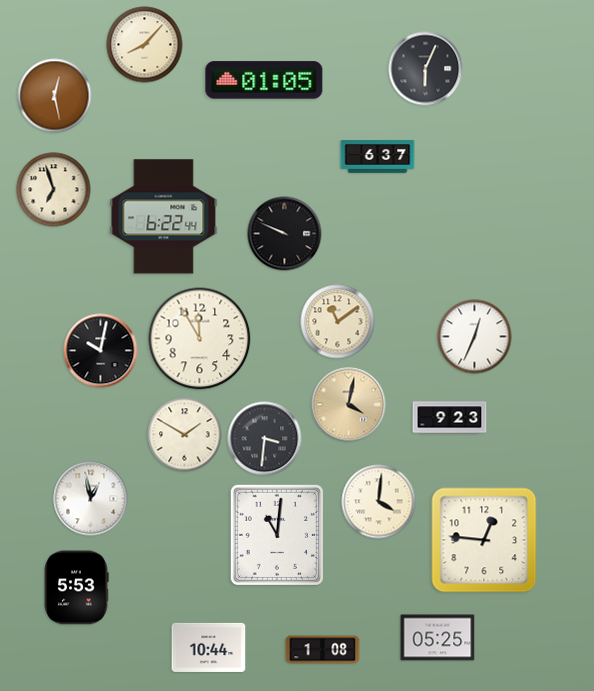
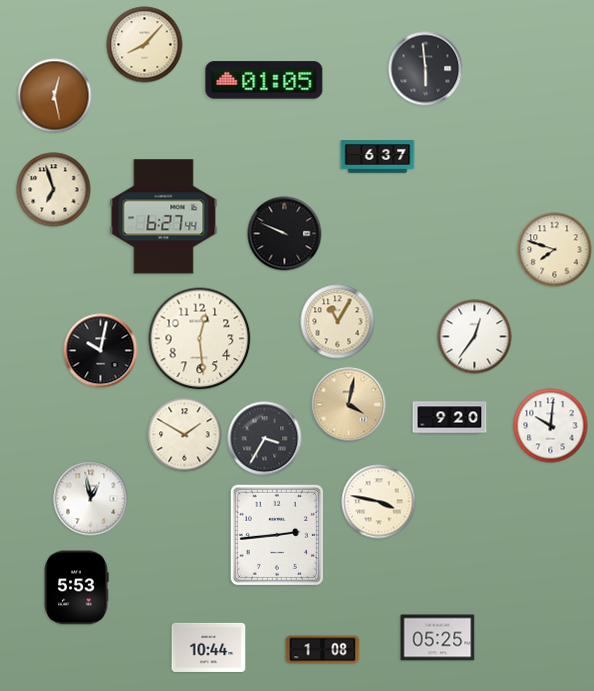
clock at (426, 69): 6:04 -> 5:59
clock at (164, 217): 6:22 -> 6:27
clock at (555, 250): none -> 7:48
clock at (338, 322): 11:09 -> 11:05
clock at (475, 337): 12:34 -> 12:36
clock at (200, 339): 11:55 -> 12:29
clock at (450, 418): 9:23 -> 9:20
clock at (551, 426): none -> 10:01
clock at (265, 439): 3:31 -> 3:35
clock at (379, 502): 4:01 -> 3:47
clock at (277, 535): 11:01 -> 2:44
clock at (484, 540): 12:46 -> none
